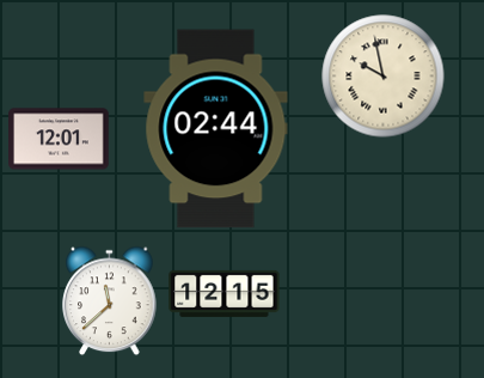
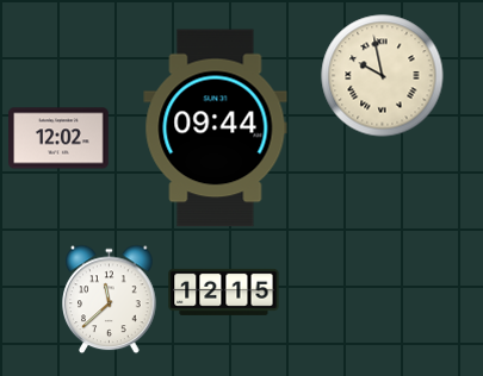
clock at (216, 129): 02:44 -> 09:44
clock at (59, 139): 12:01 -> 12:02
